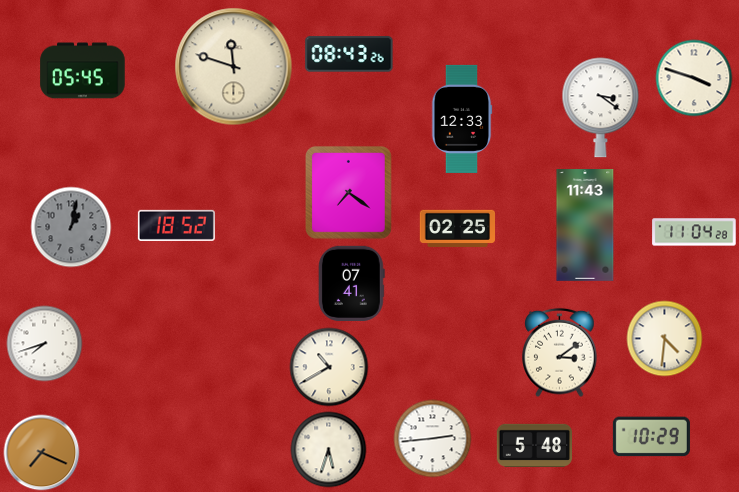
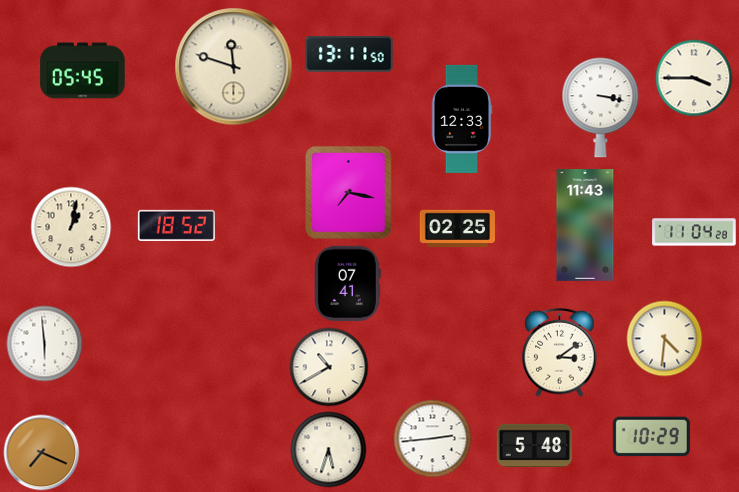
clock at (349, 54): 08:43 -> 13:11
clock at (694, 78): 3:48 -> 3:45
clock at (601, 108): 3:21 -> 3:17
clock at (348, 192): 7:21 -> 7:17
clock at (71, 227) dial: grey -> cream
clock at (351, 283) position: (351, 283) -> (347, 283)
clock at (45, 344): 7:42 -> 5:59
